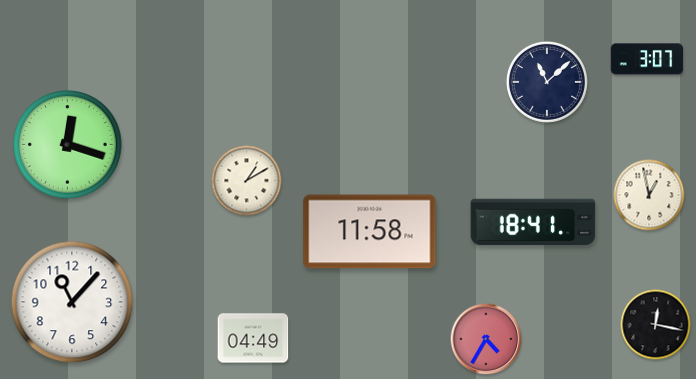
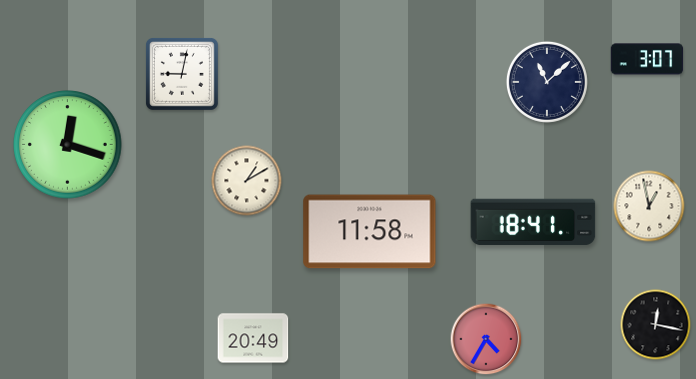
clock at (182, 74): none -> 9:02
clock at (649, 195) position: (649, 195) -> (649, 206)
clock at (72, 302): 11:07 -> none
clock at (253, 338): 04:49 -> 20:49
